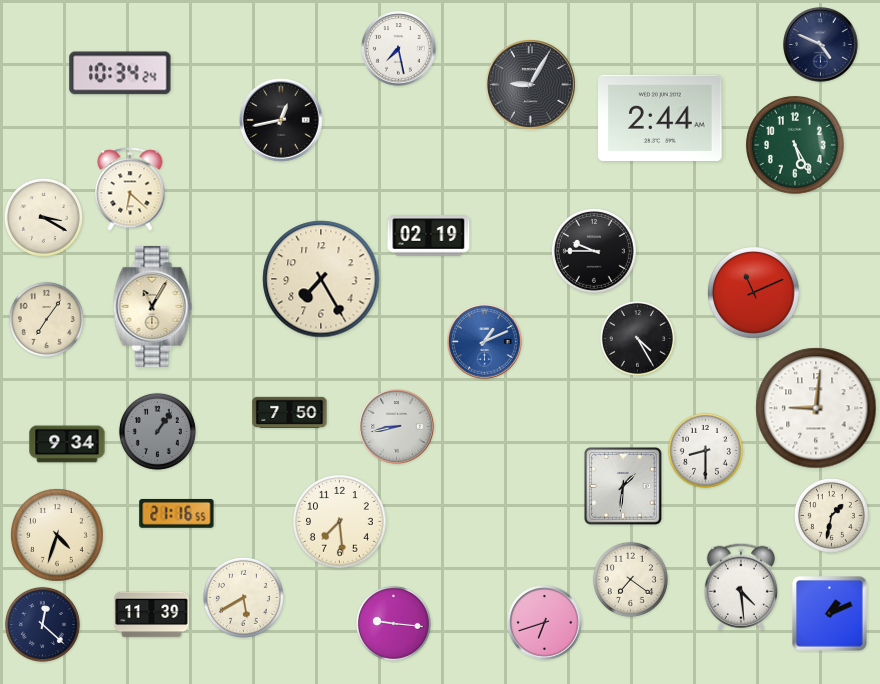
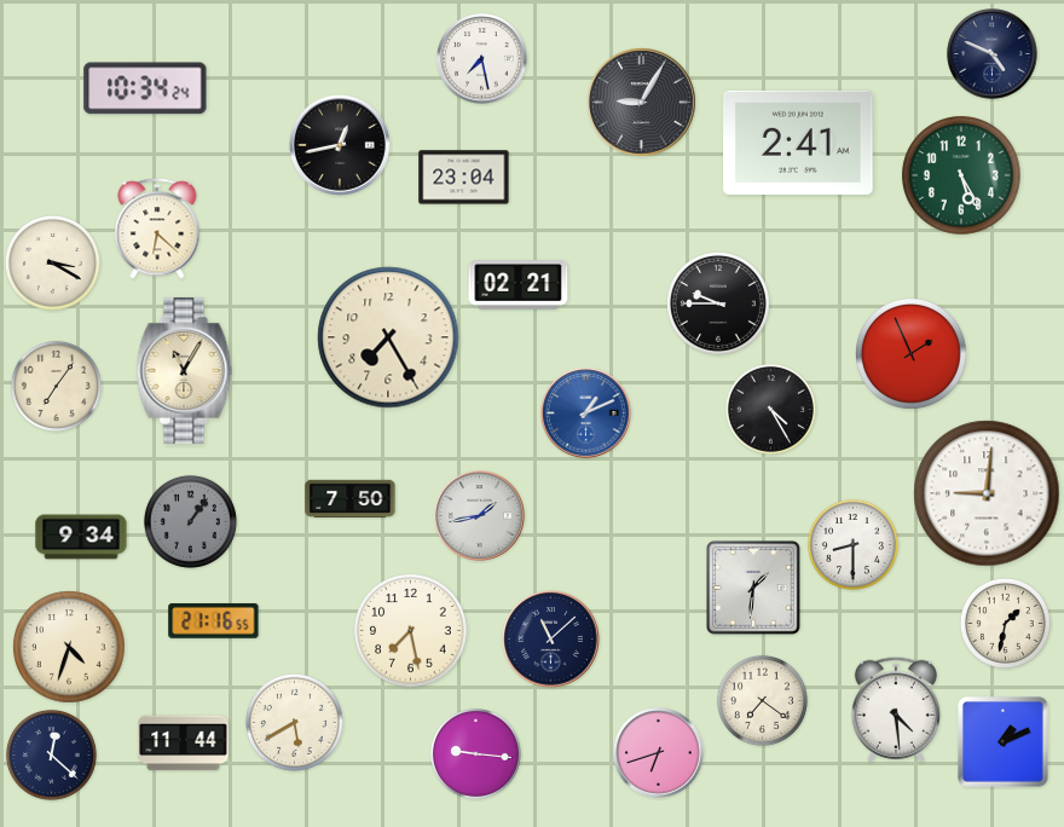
clock at (660, 118): 2:44 -> 2:41
clock at (464, 178): none -> 23:04
clock at (429, 236): 02:19 -> 02:21
clock at (754, 293): 11:11 -> 1:56
clock at (397, 427): 8:43 -> 1:43
clock at (340, 522): 7:29 -> 7:28
clock at (551, 640): none -> 11:08
clock at (152, 615): 11:39 -> 11:44
